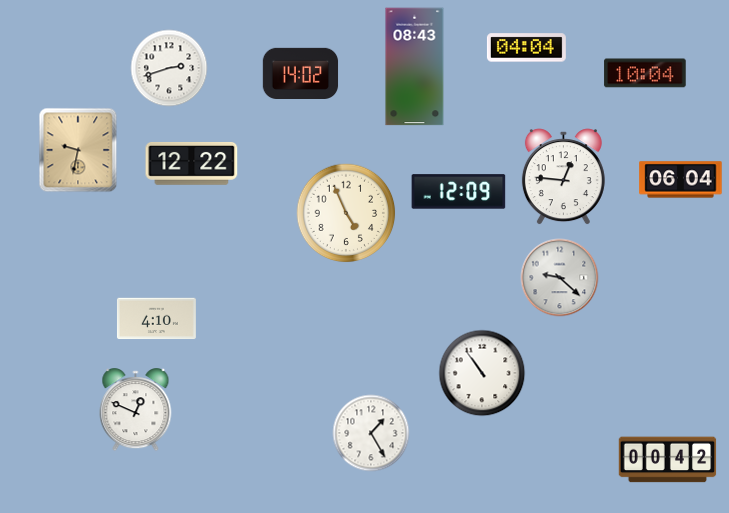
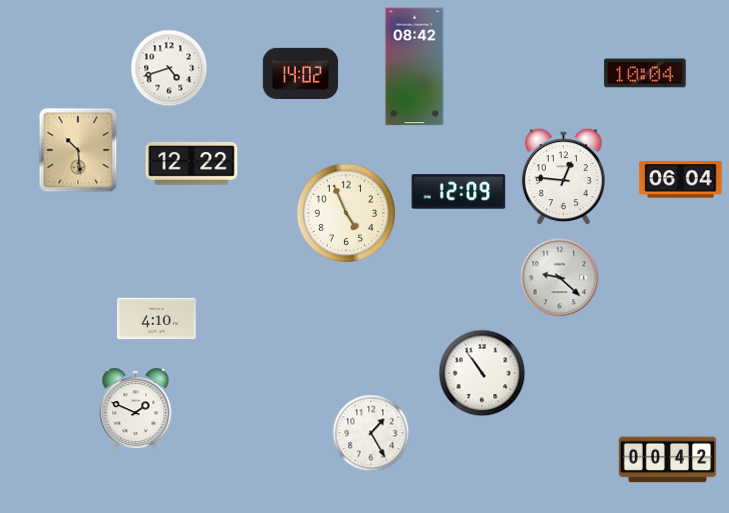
clock at (526, 48): 04:04 -> none
clock at (415, 67): 08:43 -> 08:42
clock at (169, 68): 2:42 -> 4:42
clock at (78, 150): 9:32 -> 10:29
clock at (136, 410): 12:49 -> 1:49
